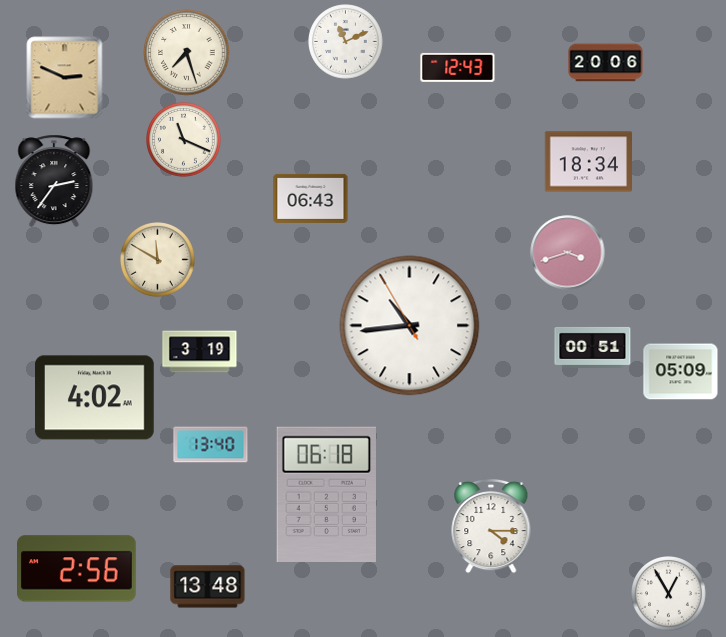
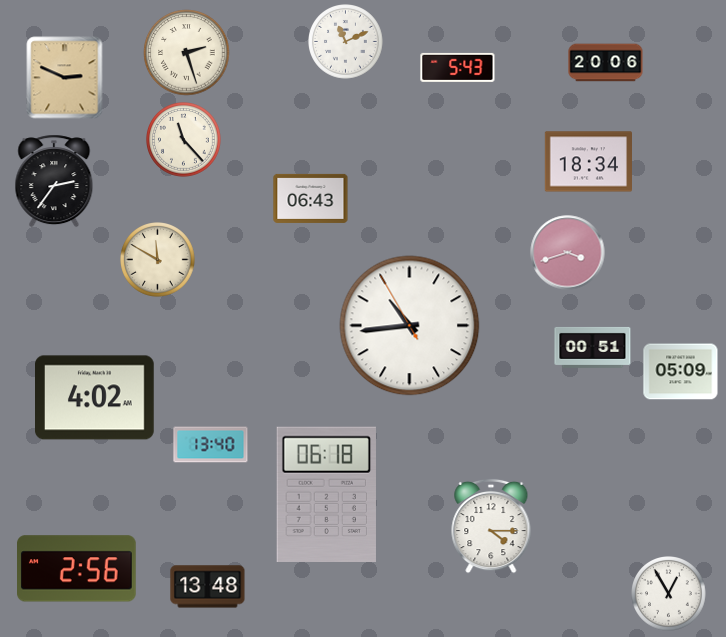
clock at (187, 53): 7:27 -> 2:27
clock at (458, 67): 12:43 -> 5:43
clock at (184, 140): 11:19 -> 11:23
clock at (200, 352): 3:19 -> none
